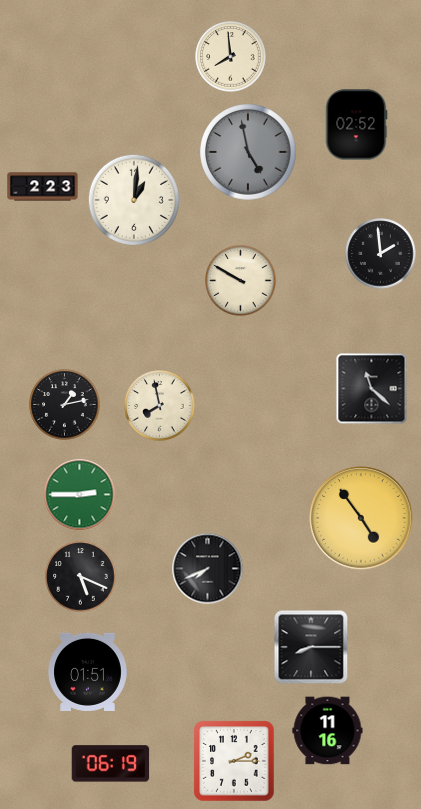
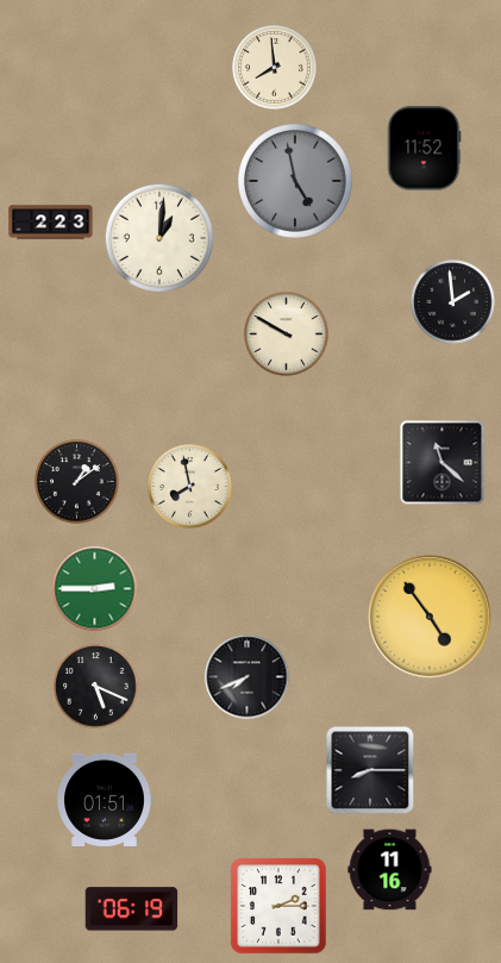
clock at (356, 125): 02:52 -> 11:52
clock at (65, 405): 1:13 -> 1:09
clock at (160, 406) position: (160, 406) -> (190, 487)
